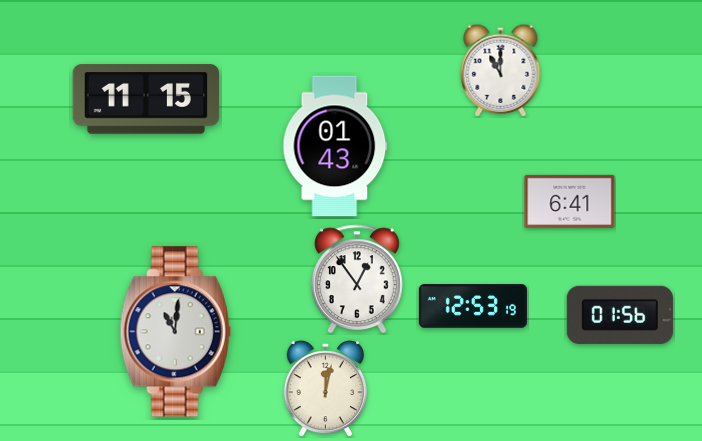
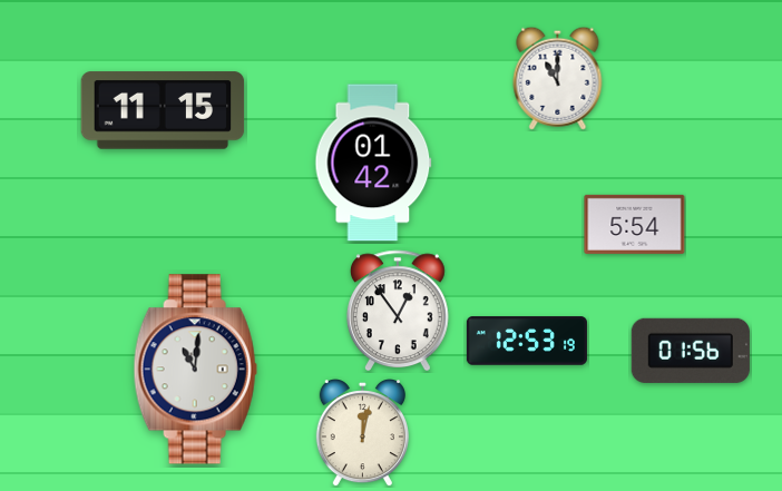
clock at (335, 146): 01:43 -> 01:42
clock at (570, 201): 6:41 -> 5:54
